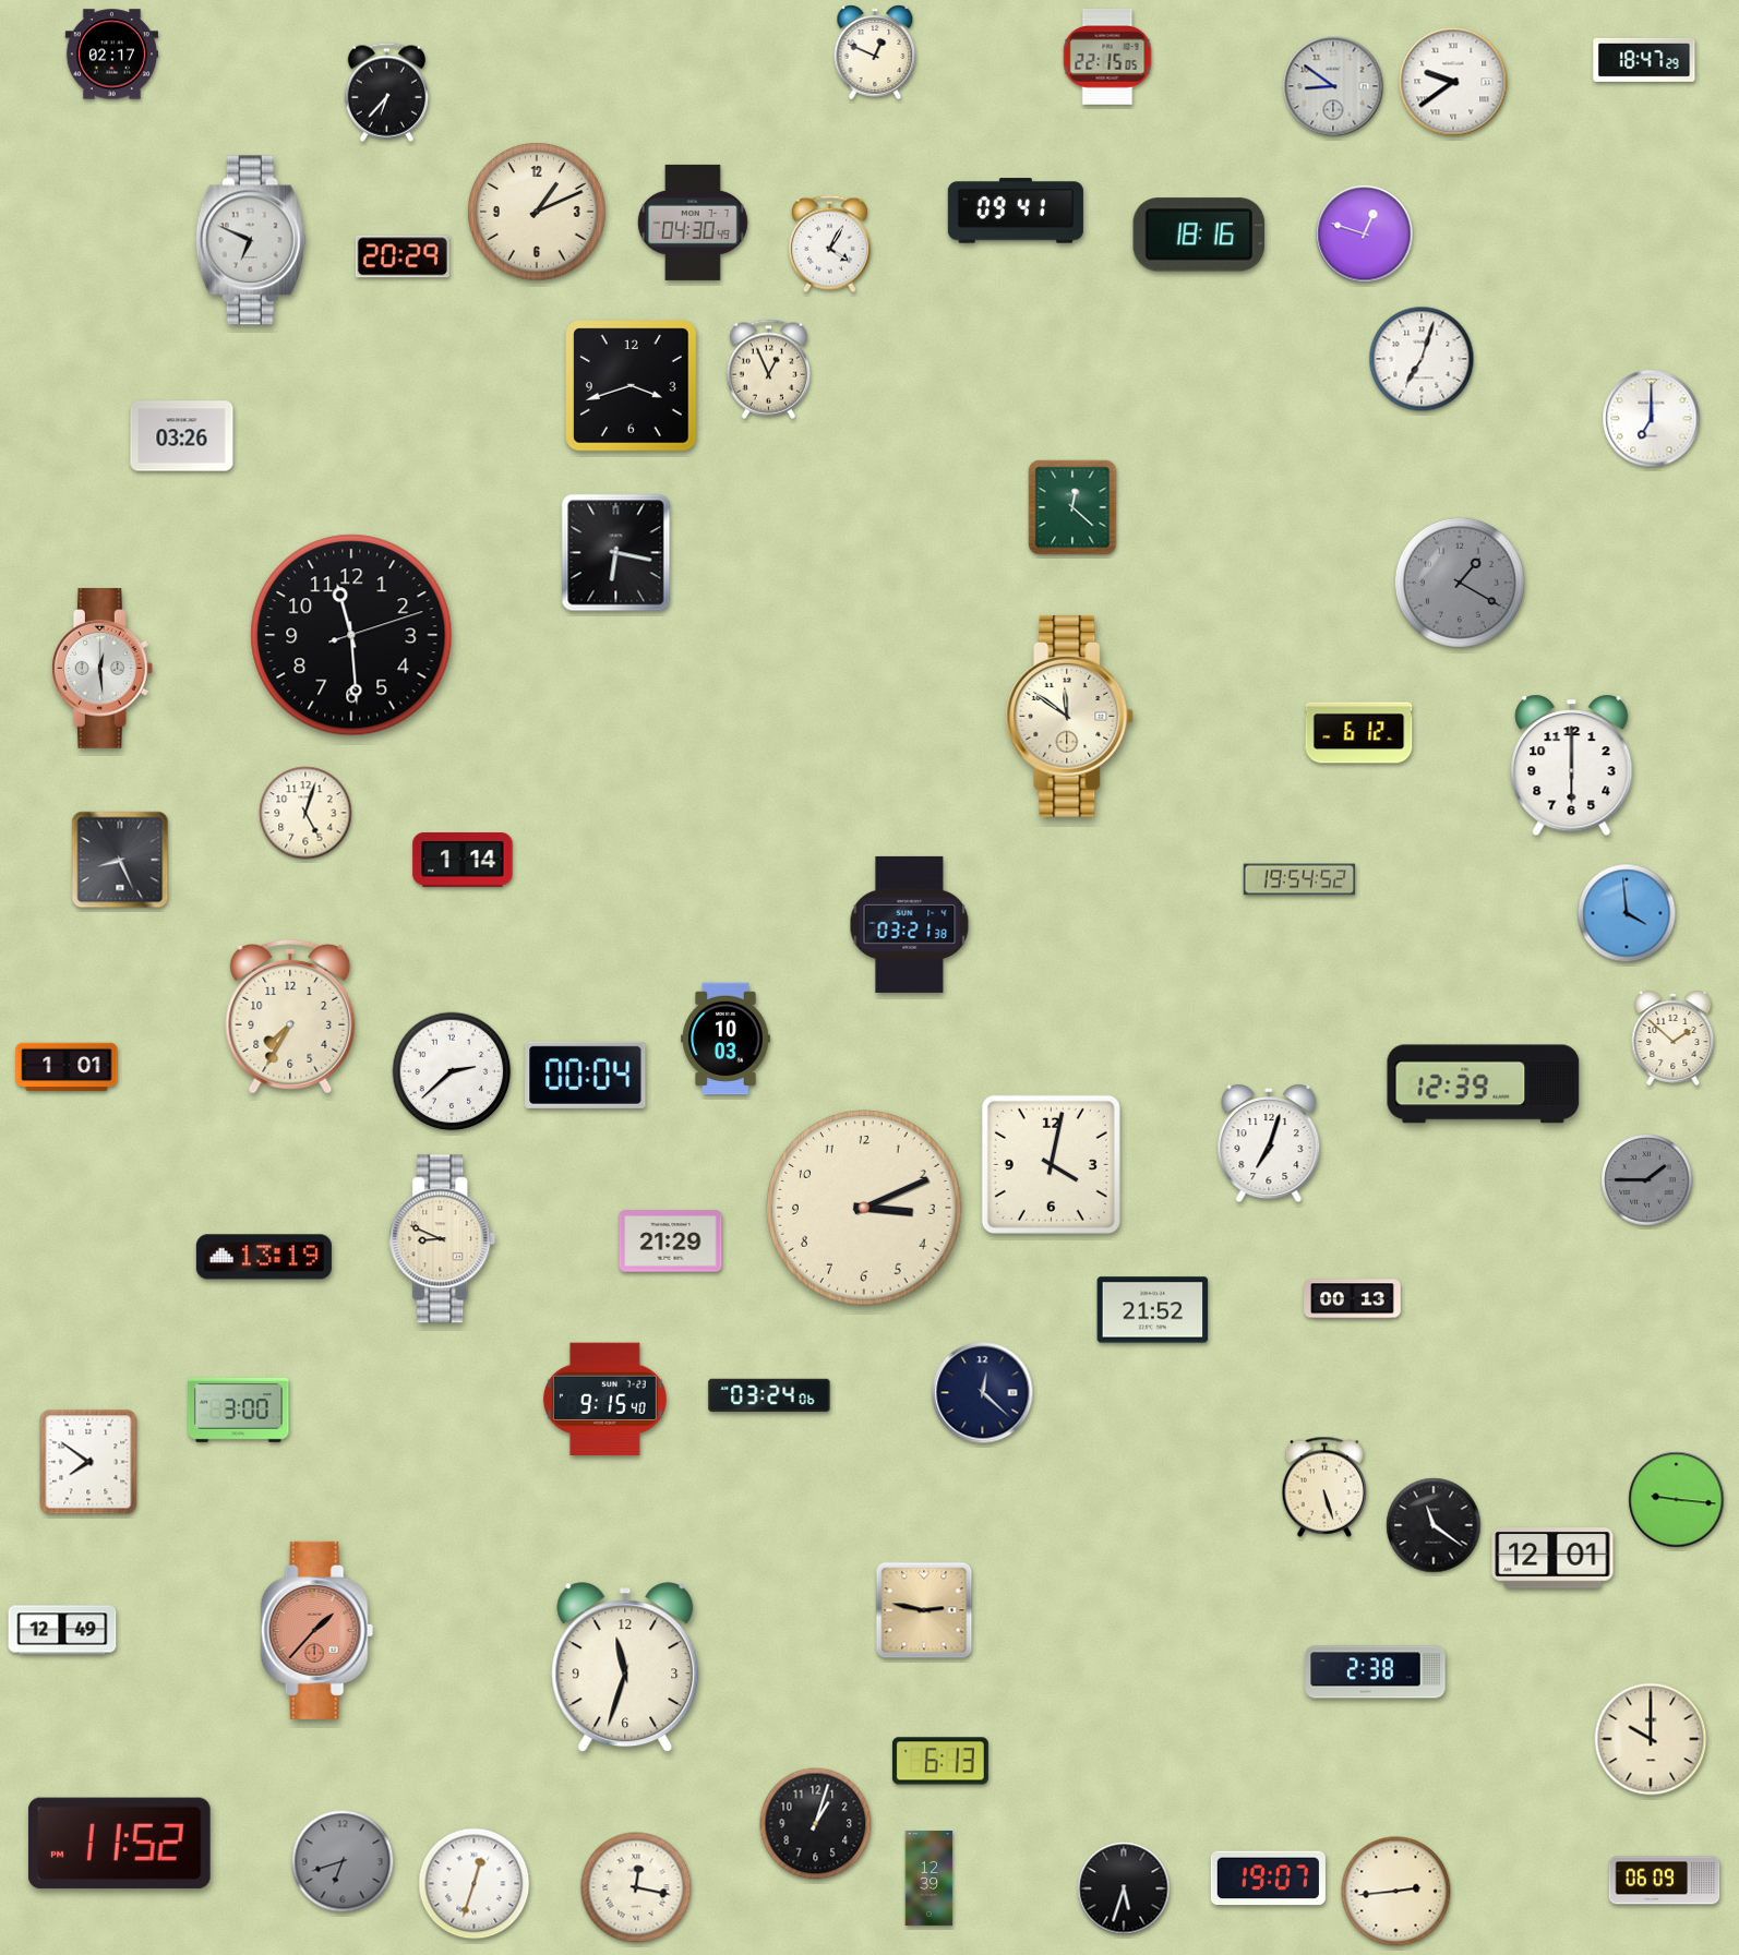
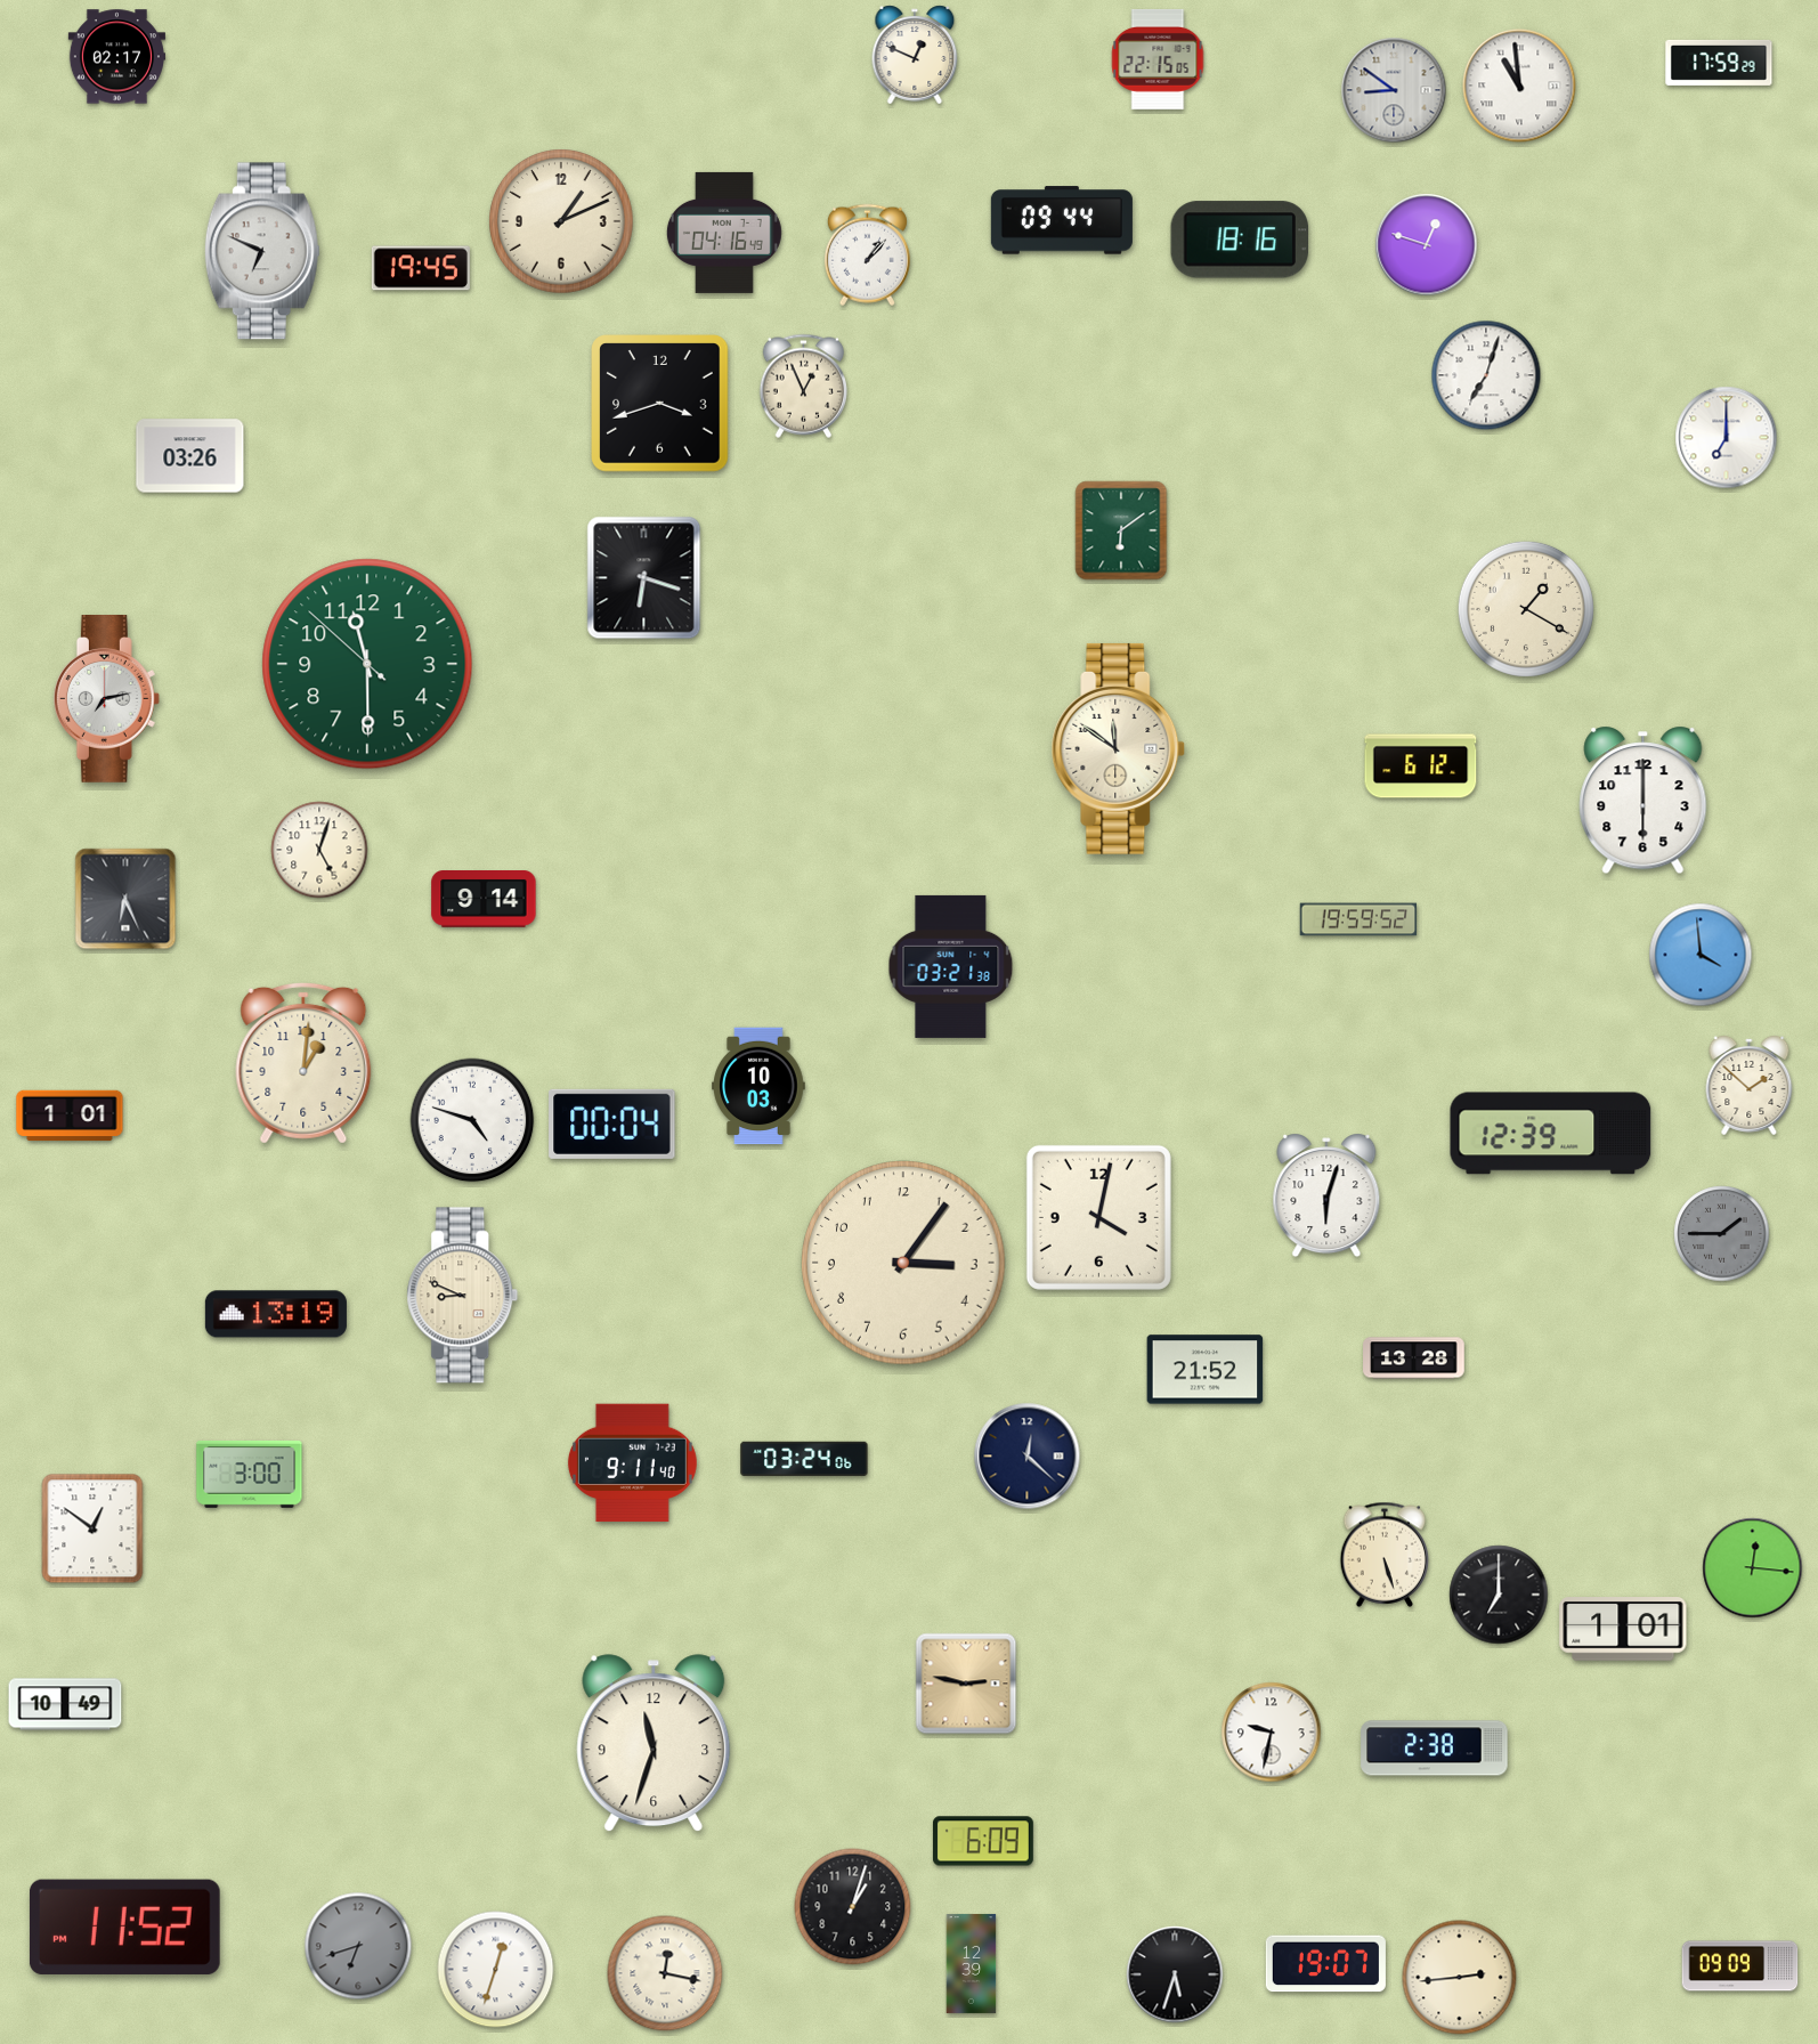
clock at (1644, 60): 18:47 -> 17:59
clock at (1453, 82): 9:39 -> 10:59
clock at (386, 92): 6:37 -> none
clock at (1016, 211): 09:41 -> 09:44
clock at (693, 223): 04:30 -> 04:16
clock at (1199, 235) position: (1199, 235) -> (1240, 240)
clock at (829, 244): 4:05 -> 1:07
clock at (403, 256): 20:29 -> 19:45
clock at (1072, 507): 12:22 -> 6:09
clock at (616, 553): 6:17 -> 6:18
clock at (1460, 583) dial: grey -> cream
clock at (351, 635): 11:29:12 -> 11:29:52
clock at (351, 635) dial: black -> green
clock at (101, 669): 12:29 -> 7:13
clock at (120, 860): 8:26 -> 6:26
clock at (463, 860): 1:14 -> 9:14
clock at (1299, 879): 19:54 -> 19:59
clock at (290, 1017): 7:35 -> 1:01
clock at (452, 1071): 2:38 -> 4:48
clock at (1269, 1143): 7:03 -> 6:03
clock at (864, 1208): 3:11 -> 3:06
clock at (671, 1242): 21:29 -> none
clock at (1353, 1299): 00:13 -> 13:28
clock at (604, 1400): 9:15 -> 9:11
clock at (88, 1462): 7:51 -> 12:51
clock at (1677, 1500): 9:16 -> 12:16
clock at (1434, 1525): 11:21 -> 7:00
clock at (1552, 1558): 12:01 -> 1:01
clock at (62, 1630): 12:49 -> 10:49
clock at (316, 1630): 1:37 -> none
clock at (1272, 1733): none -> 9:32
clock at (1376, 1672) position: (1376, 1672) -> (1435, 1749)
clock at (1651, 1739): 10:00 -> none
clock at (940, 1761): 6:13 -> 6:09
clock at (1665, 1881): 06:09 -> 09:09
